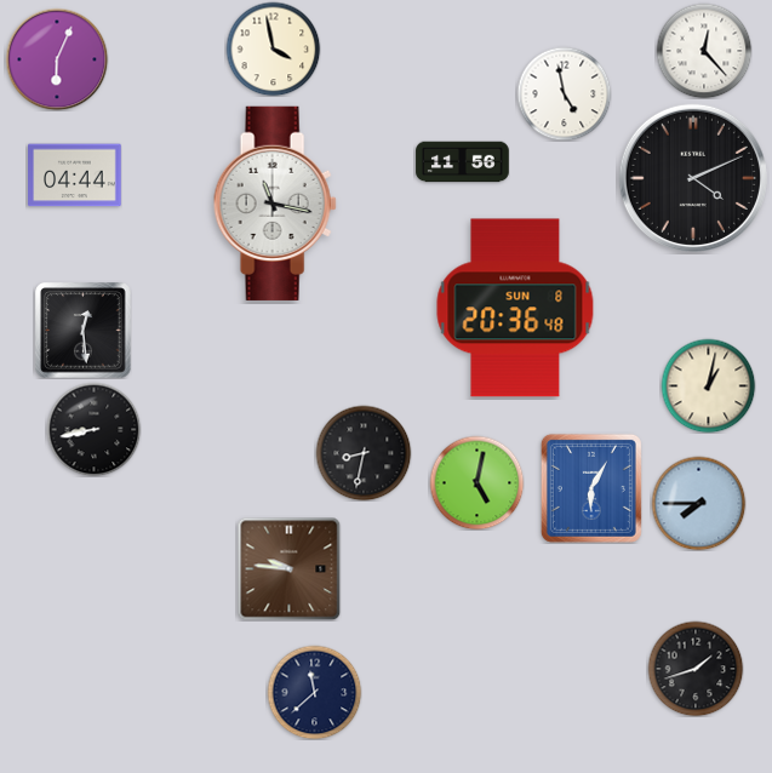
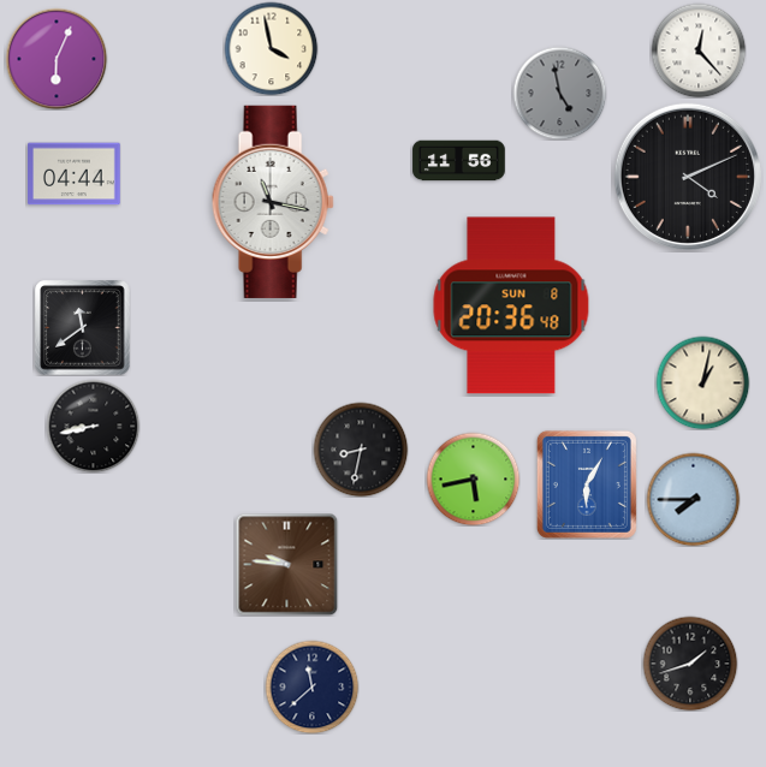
clock at (564, 93) dial: white -> grey
clock at (84, 331): 12:29 -> 11:39
clock at (476, 482): 5:02 -> 5:43
